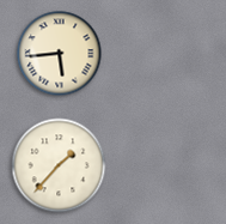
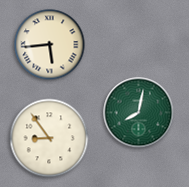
clock at (139, 113): none -> 8:02
clock at (59, 165): 1:37 -> 8:54
